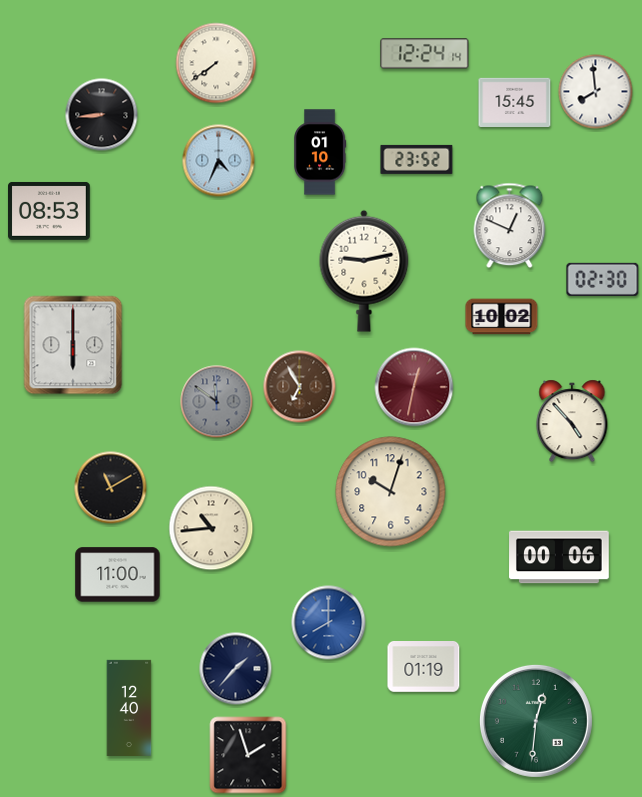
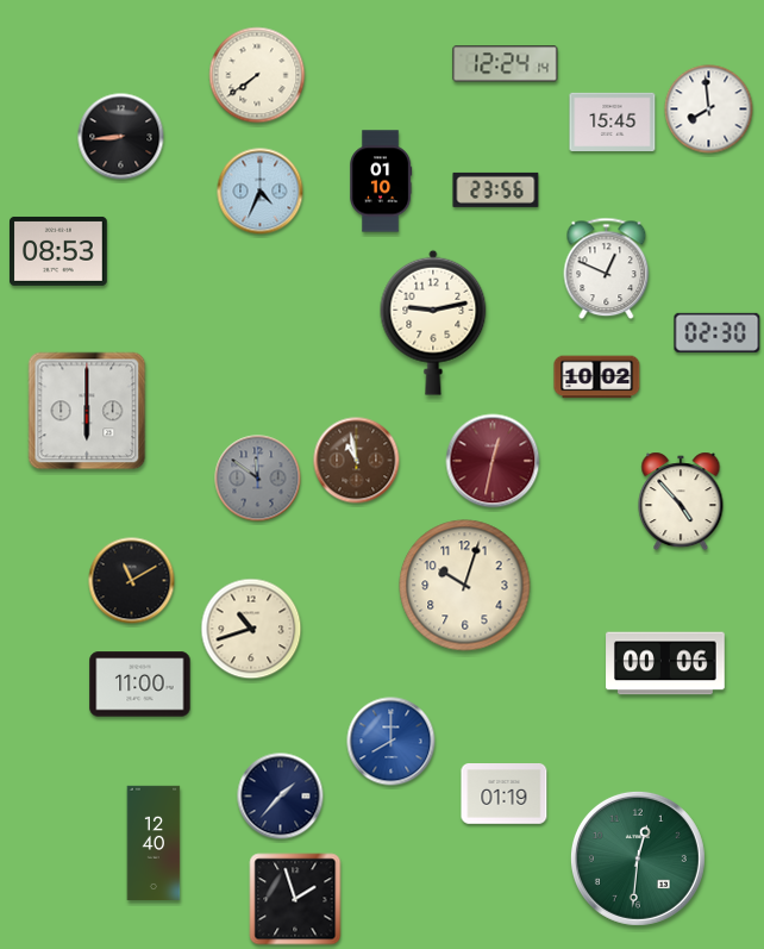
clock at (417, 159): 23:52 -> 23:56
clock at (300, 387): 6:55 -> 10:58
clock at (211, 528): 10:44 -> 10:42
